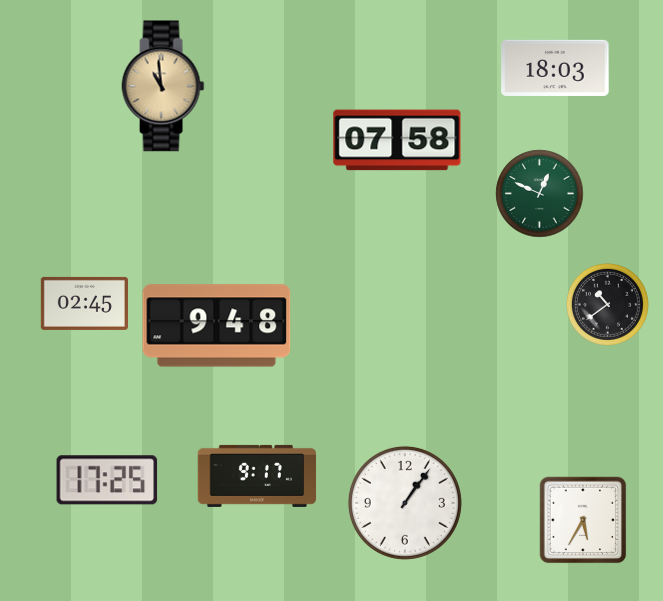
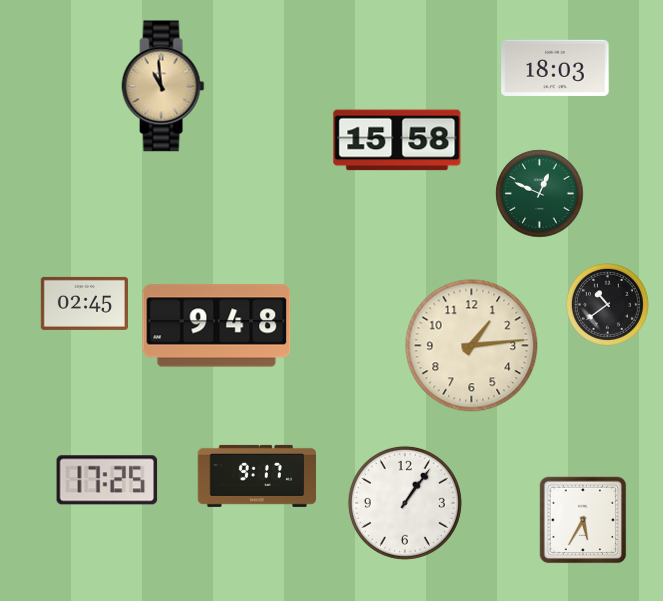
clock at (397, 140): 07:58 -> 15:58
clock at (472, 346): none -> 1:14
